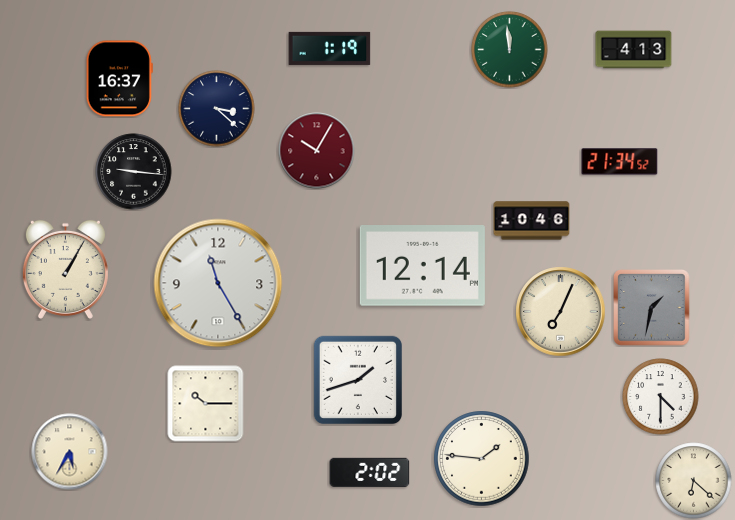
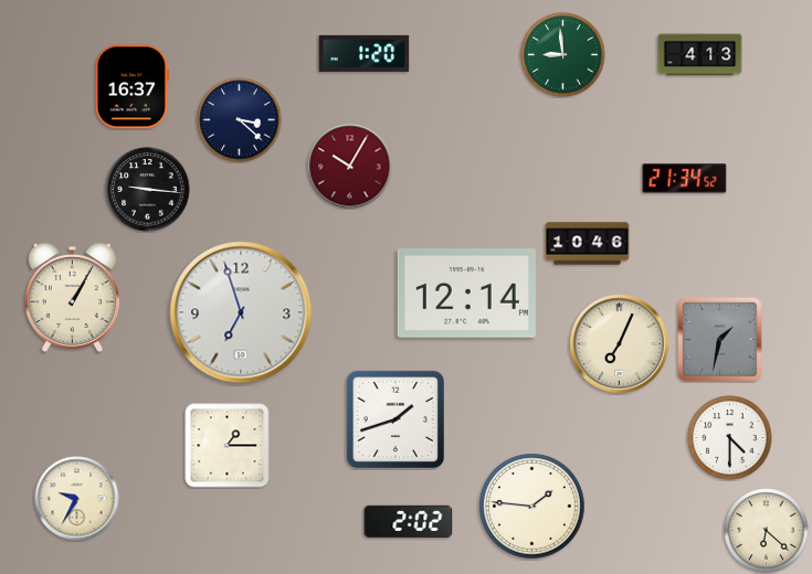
clock at (330, 48): 1:19 -> 1:20
clock at (510, 50): 11:59 -> 8:59
clock at (218, 283): 11:25 -> 6:57
clock at (206, 404): 10:15 -> 1:15
clock at (70, 452): 5:35 -> 9:35
